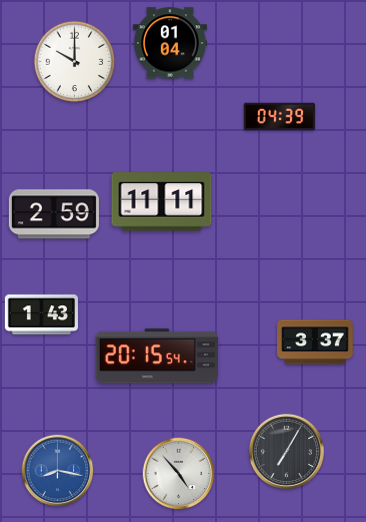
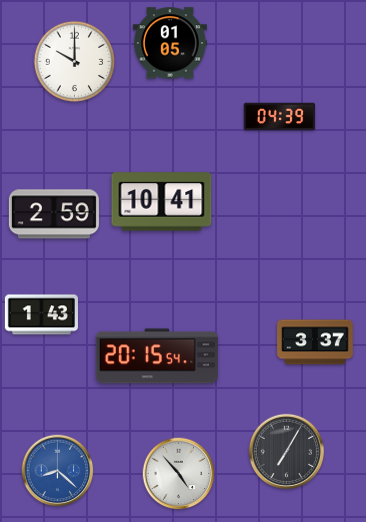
clock at (170, 43): 01:04 -> 01:05
clock at (162, 202): 11:11 -> 10:41
clock at (58, 471): 8:17 -> 8:22
